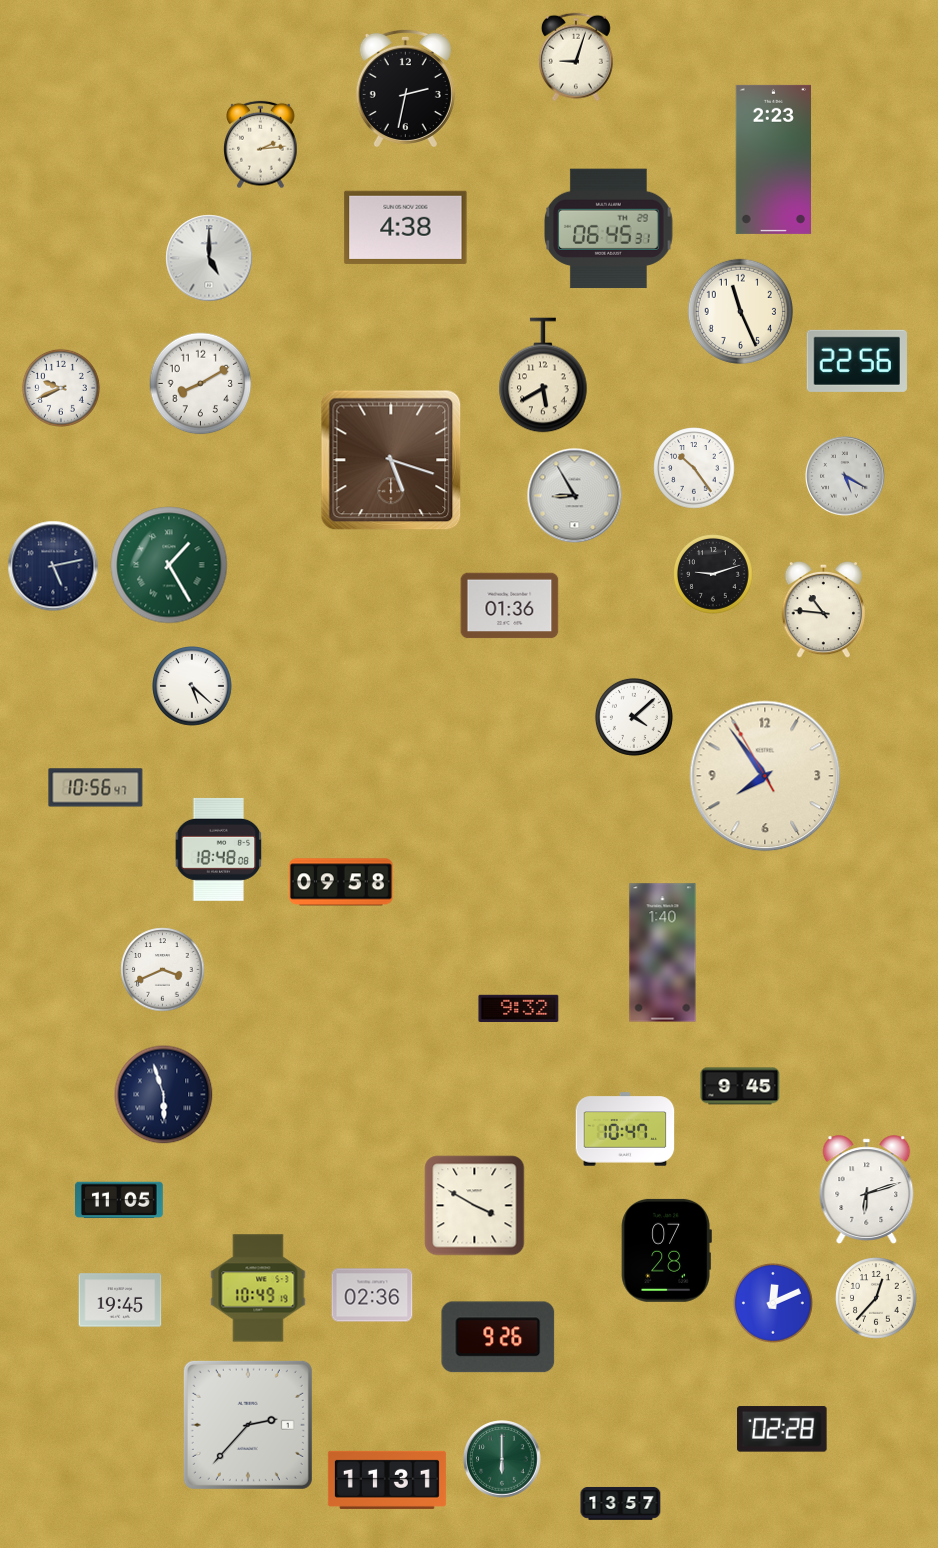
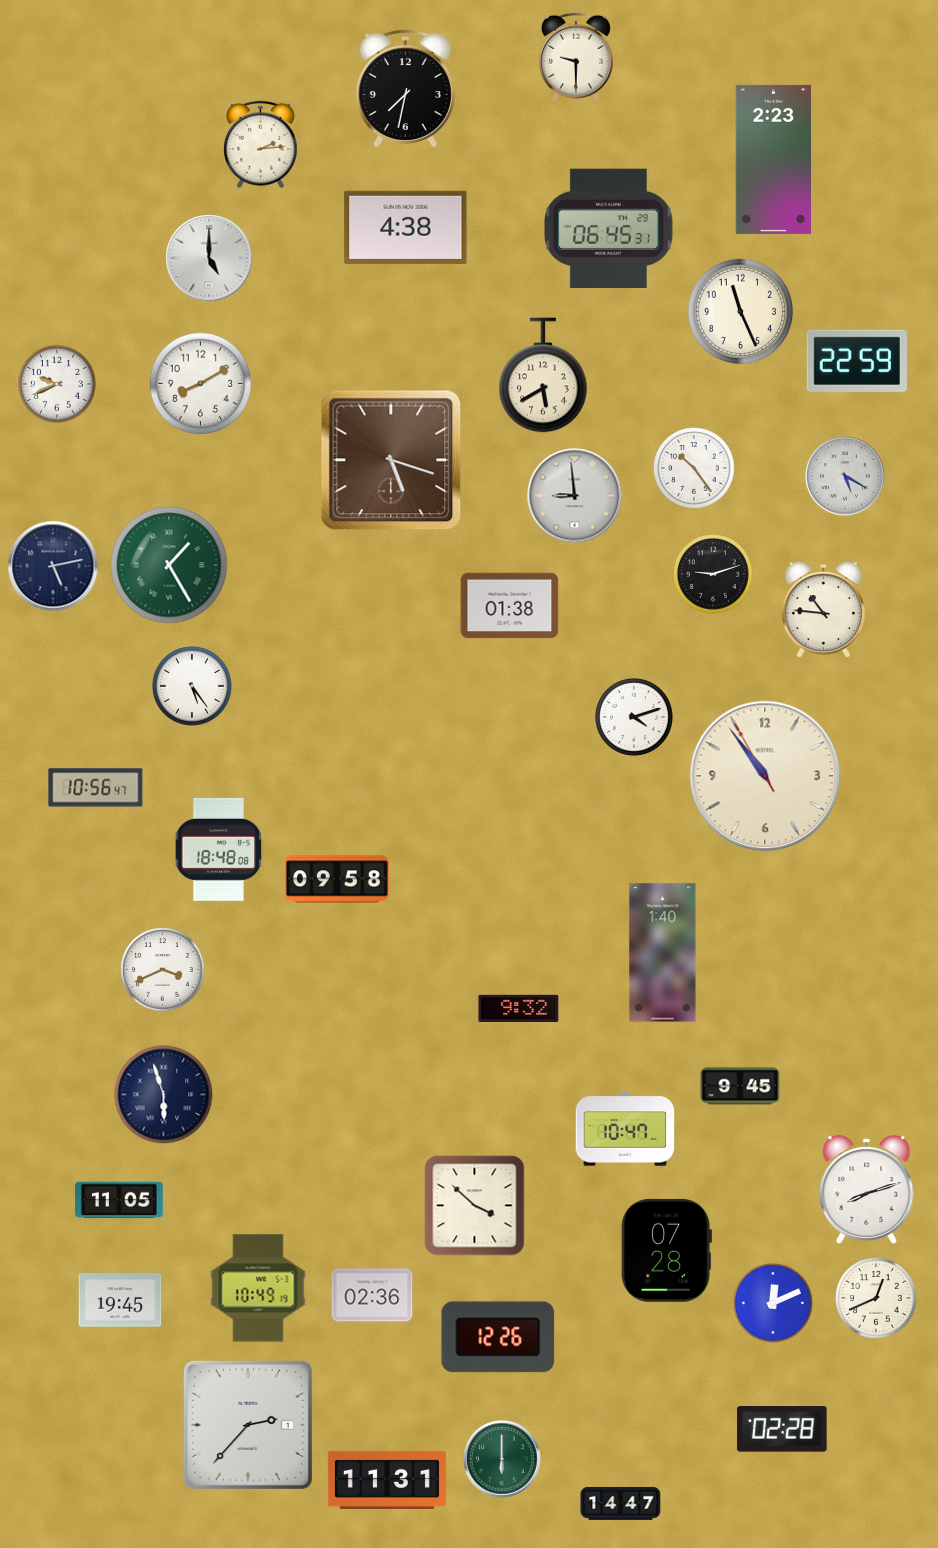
clock at (576, 57): 9:03 -> 9:30
clock at (405, 87): 2:32 -> 7:32
clock at (857, 361): 22:56 -> 22:59
clock at (61, 388) position: (61, 388) -> (57, 384)
clock at (575, 496): 8:55 -> 8:59
clock at (510, 606): 01:36 -> 01:38
clock at (193, 687): 5:22 -> 5:24
clock at (634, 717): 4:08 -> 4:12
clock at (765, 776): 7:53 -> 10:53
clock at (341, 882) position: (341, 882) -> (337, 879)
clock at (867, 1190): 6:12 -> 8:12
clock at (475, 1206): 3:50 -> 3:52
clock at (876, 1298): 12:37 -> 12:41
clock at (498, 1337): 9:26 -> 12:26
clock at (621, 1503): 13:57 -> 14:47
